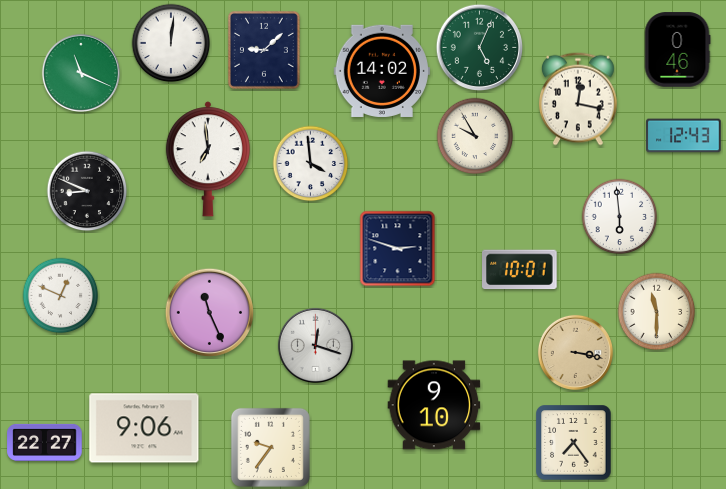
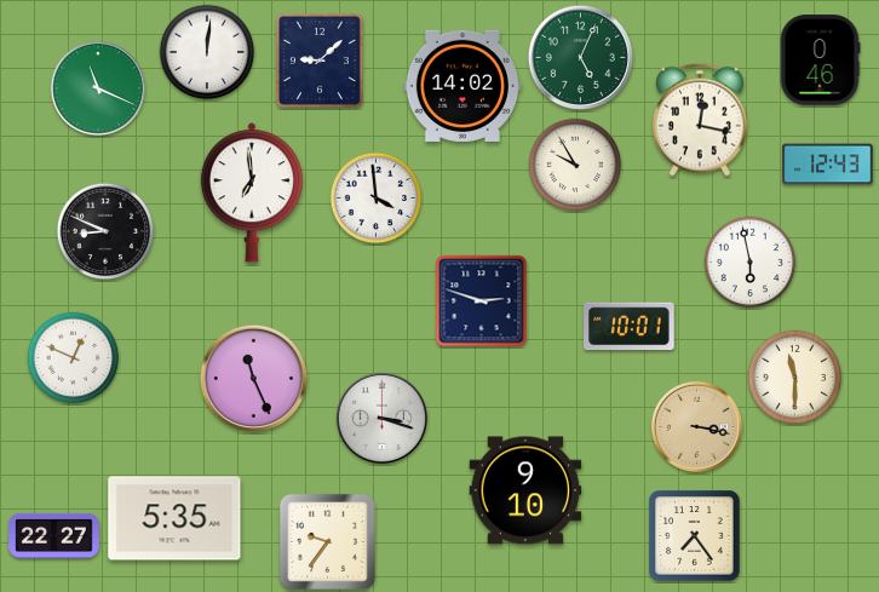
clock at (620, 217): 5:59 -> 5:58
clock at (315, 345): 12:18 -> 3:18
clock at (144, 428): 9:06 -> 5:35
